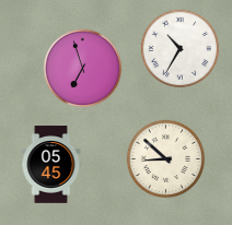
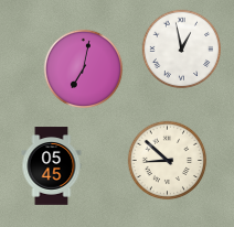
clock at (181, 49): 10:35 -> 12:58
clock at (83, 69): 6:57 -> 7:02
